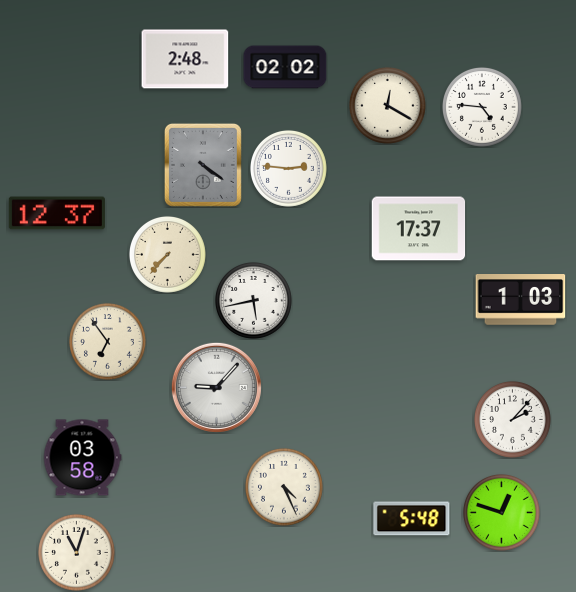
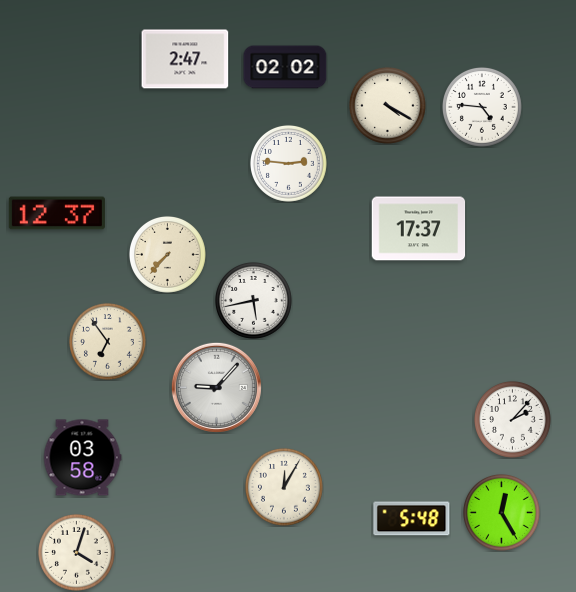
clock at (185, 59): 2:48 -> 2:47
clock at (387, 105): 12:20 -> 4:20
clock at (203, 165): 4:21 -> none
clock at (288, 168) position: (288, 168) -> (288, 163)
clock at (521, 300): 1:03 -> none
clock at (284, 487): 4:26 -> 12:05
clock at (501, 512): 12:48 -> 12:25
clock at (76, 552): 11:03 -> 4:03
